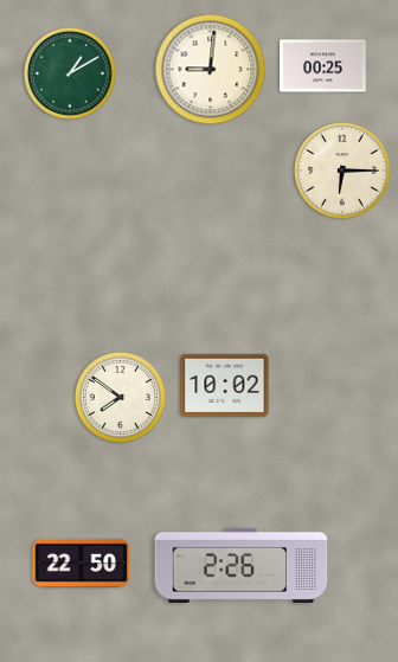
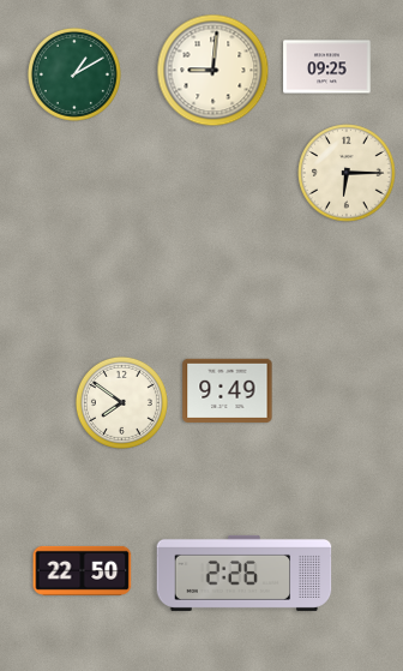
clock at (323, 66): 00:25 -> 09:25
clock at (70, 73) position: (70, 73) -> (74, 74)
clock at (225, 385): 10:02 -> 9:49
